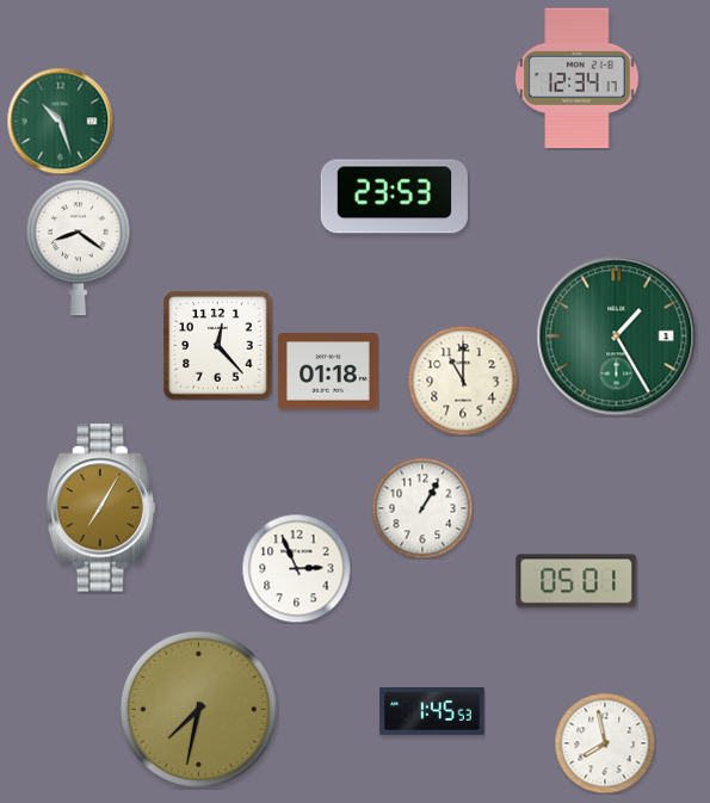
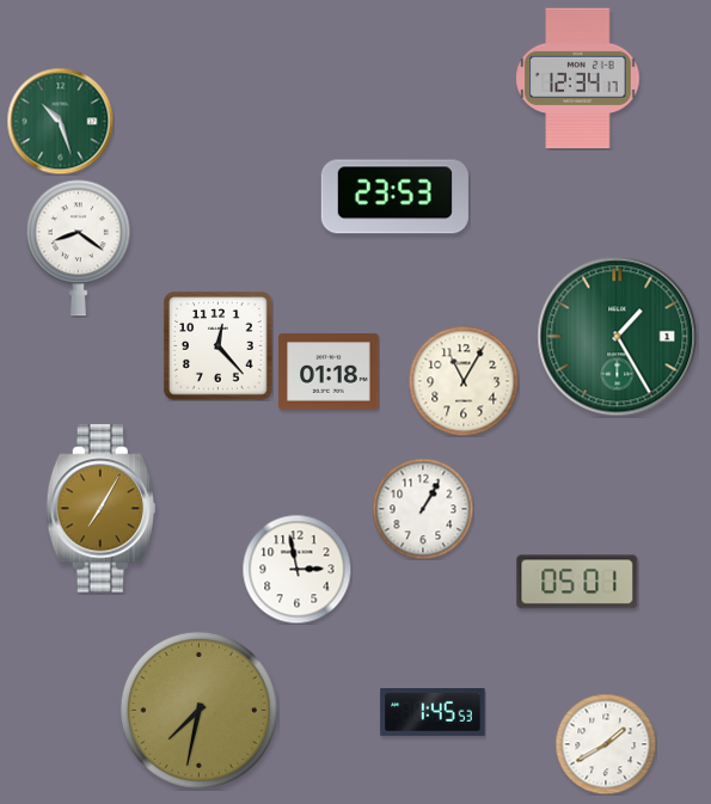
clock at (463, 381): 11:00 -> 11:05
clock at (296, 568): 2:56 -> 2:58
clock at (605, 743): 7:58 -> 1:40
